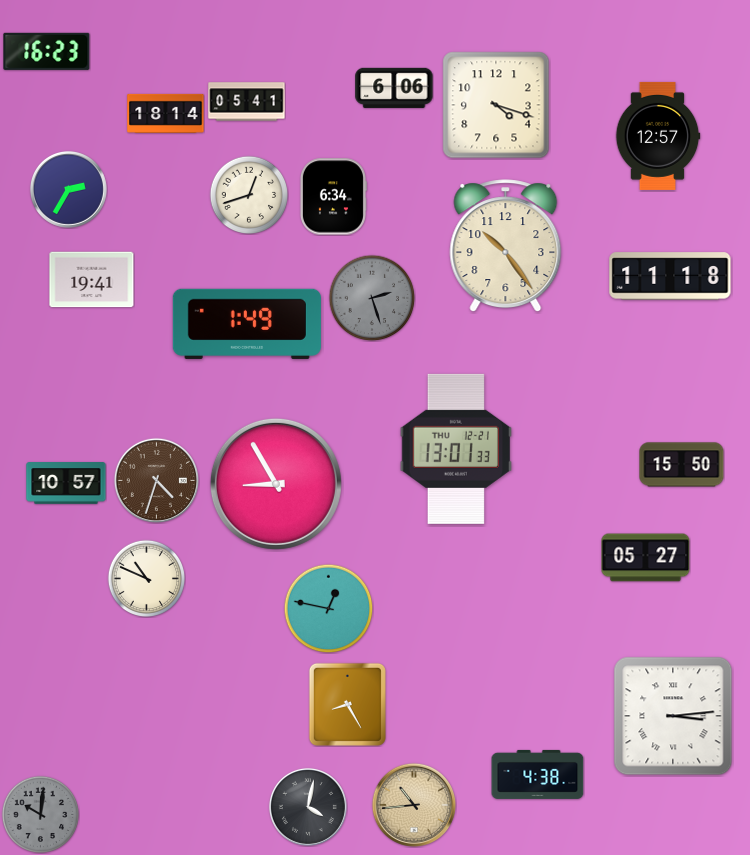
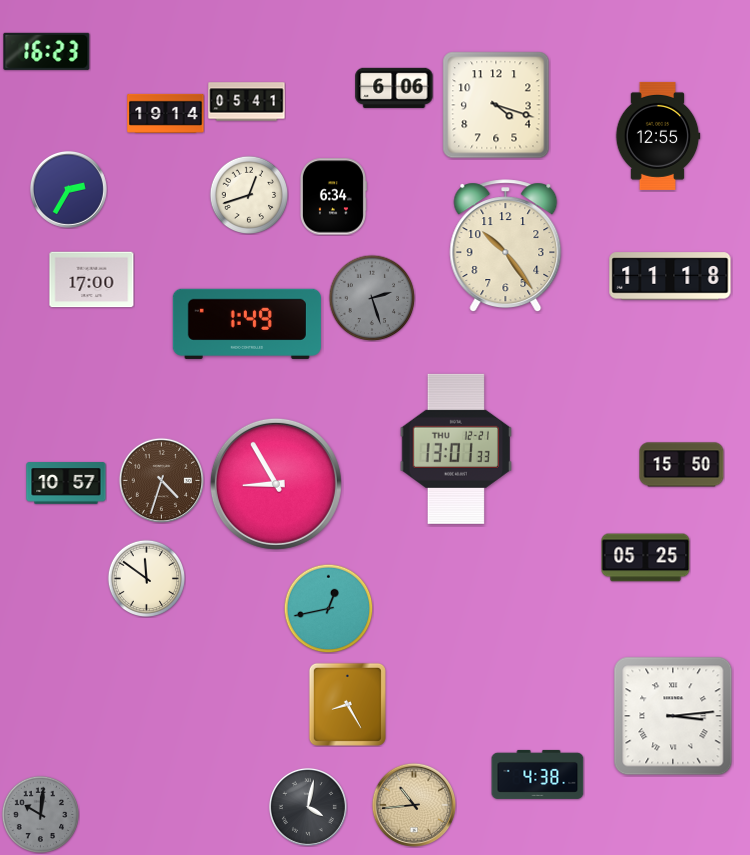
clock at (166, 113): 18:14 -> 19:14
clock at (658, 136): 12:57 -> 12:55
clock at (92, 280): 19:41 -> 17:00
clock at (156, 480) position: (156, 480) -> (161, 480)
clock at (646, 558): 05:27 -> 05:25
clock at (146, 578): 10:49 -> 11:51
clock at (328, 608): 12:47 -> 12:43
